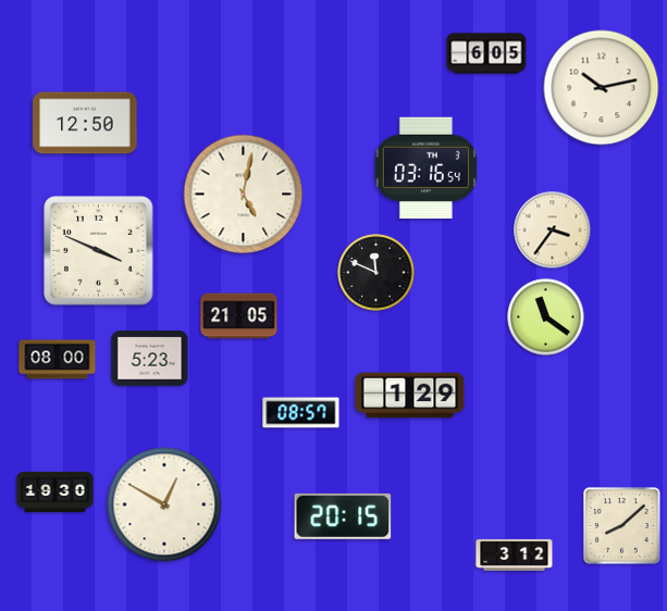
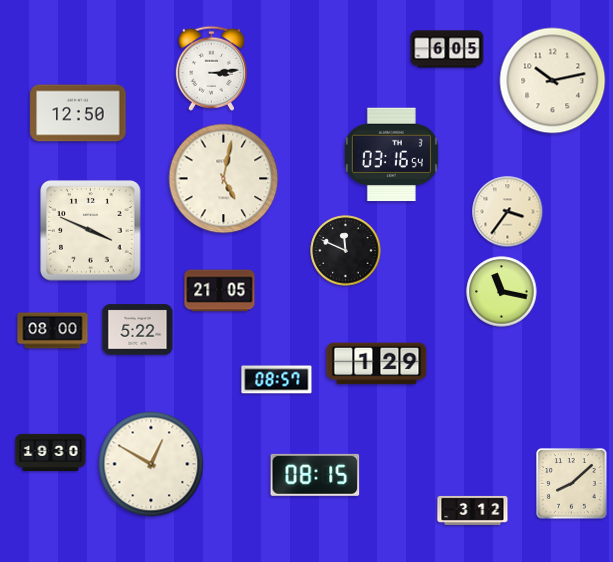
clock at (211, 68): none -> 3:14
clock at (546, 317): 11:21 -> 11:17
clock at (150, 359): 5:23 -> 5:22
clock at (343, 516): 20:15 -> 08:15
